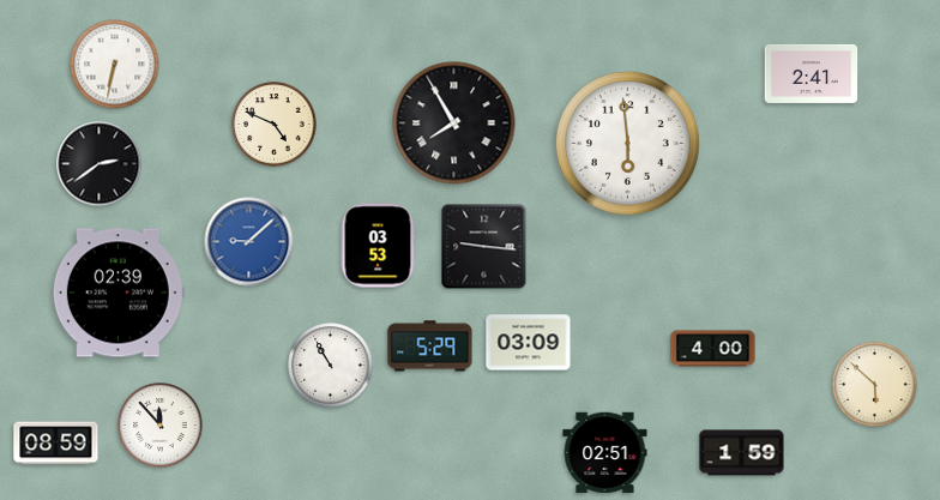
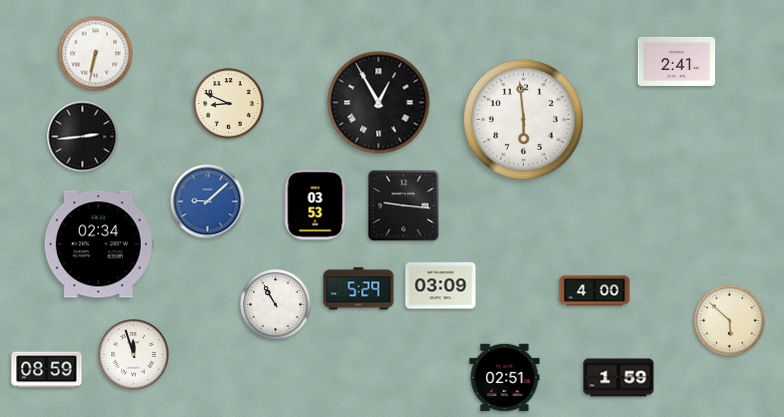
clock at (454, 124): 7:55 -> 12:55
clock at (275, 125): 4:49 -> 8:49
clock at (100, 164): 2:39 -> 2:44
clock at (119, 293): 02:39 -> 02:34
clock at (161, 426): 11:53 -> 11:57
